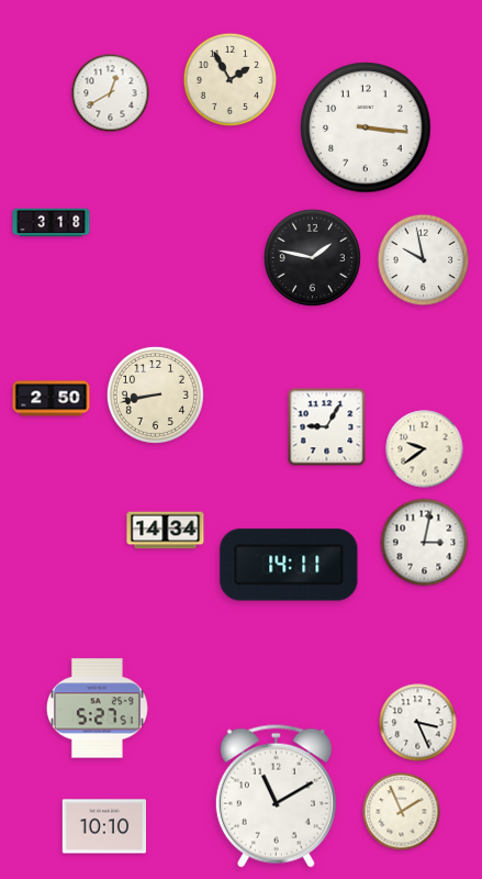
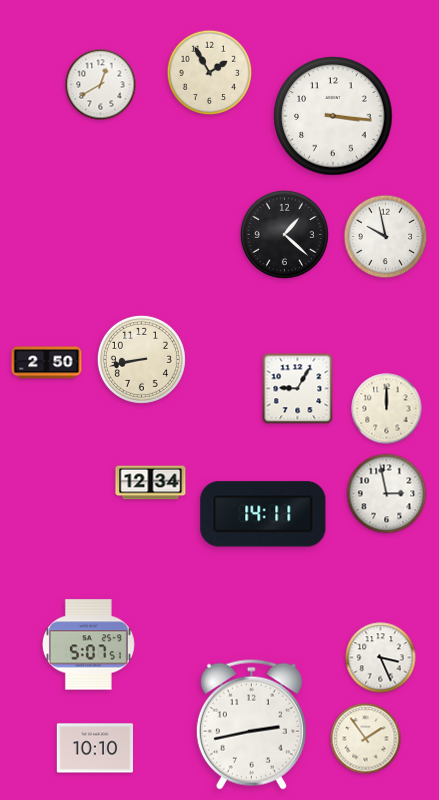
clock at (52, 223): 3:18 -> none
clock at (312, 257): 1:47 -> 1:22
clock at (425, 449): 9:39 -> 12:00
clock at (166, 531): 14:34 -> 12:34
clock at (425, 543): 3:02 -> 2:58
clock at (97, 709): 5:27 -> 5:07
clock at (276, 795): 11:10 -> 2:43
clock at (402, 812): 1:56 -> 1:54
clock at (103, 826) position: (103, 826) -> (94, 748)
